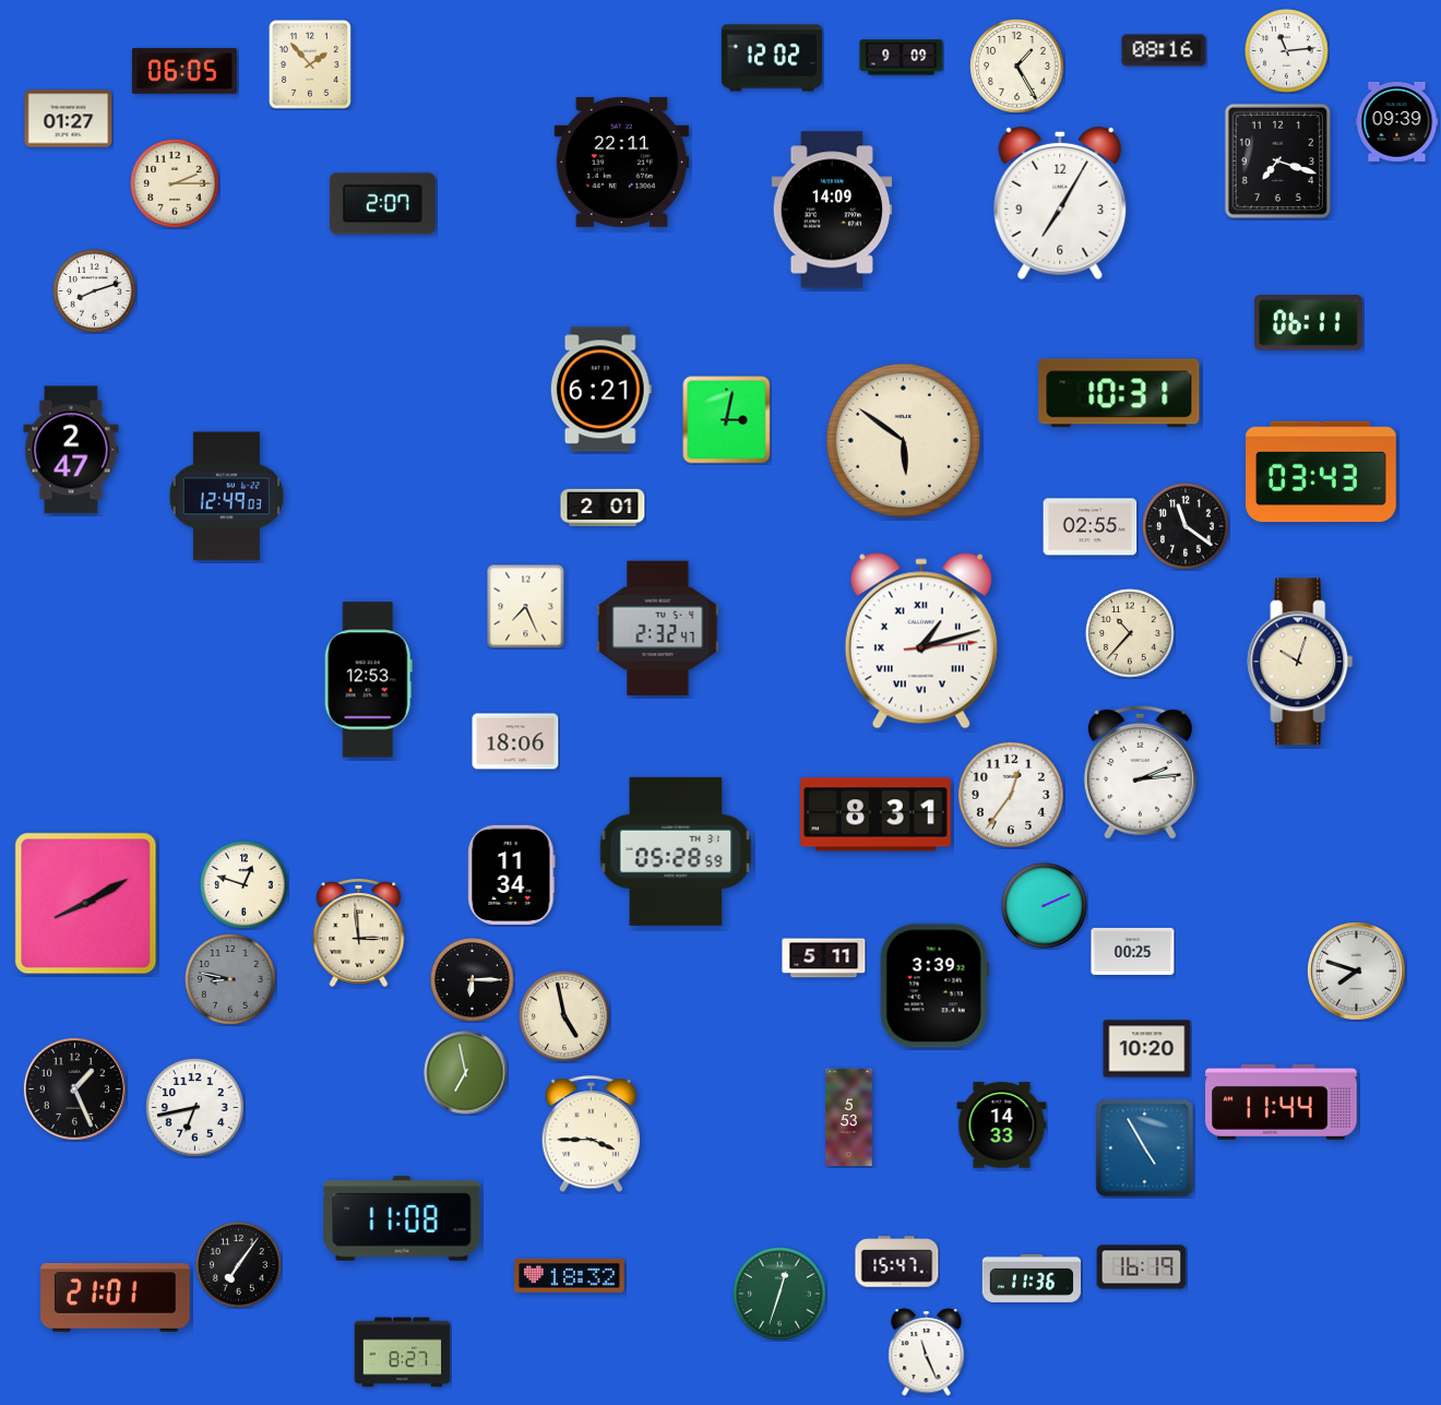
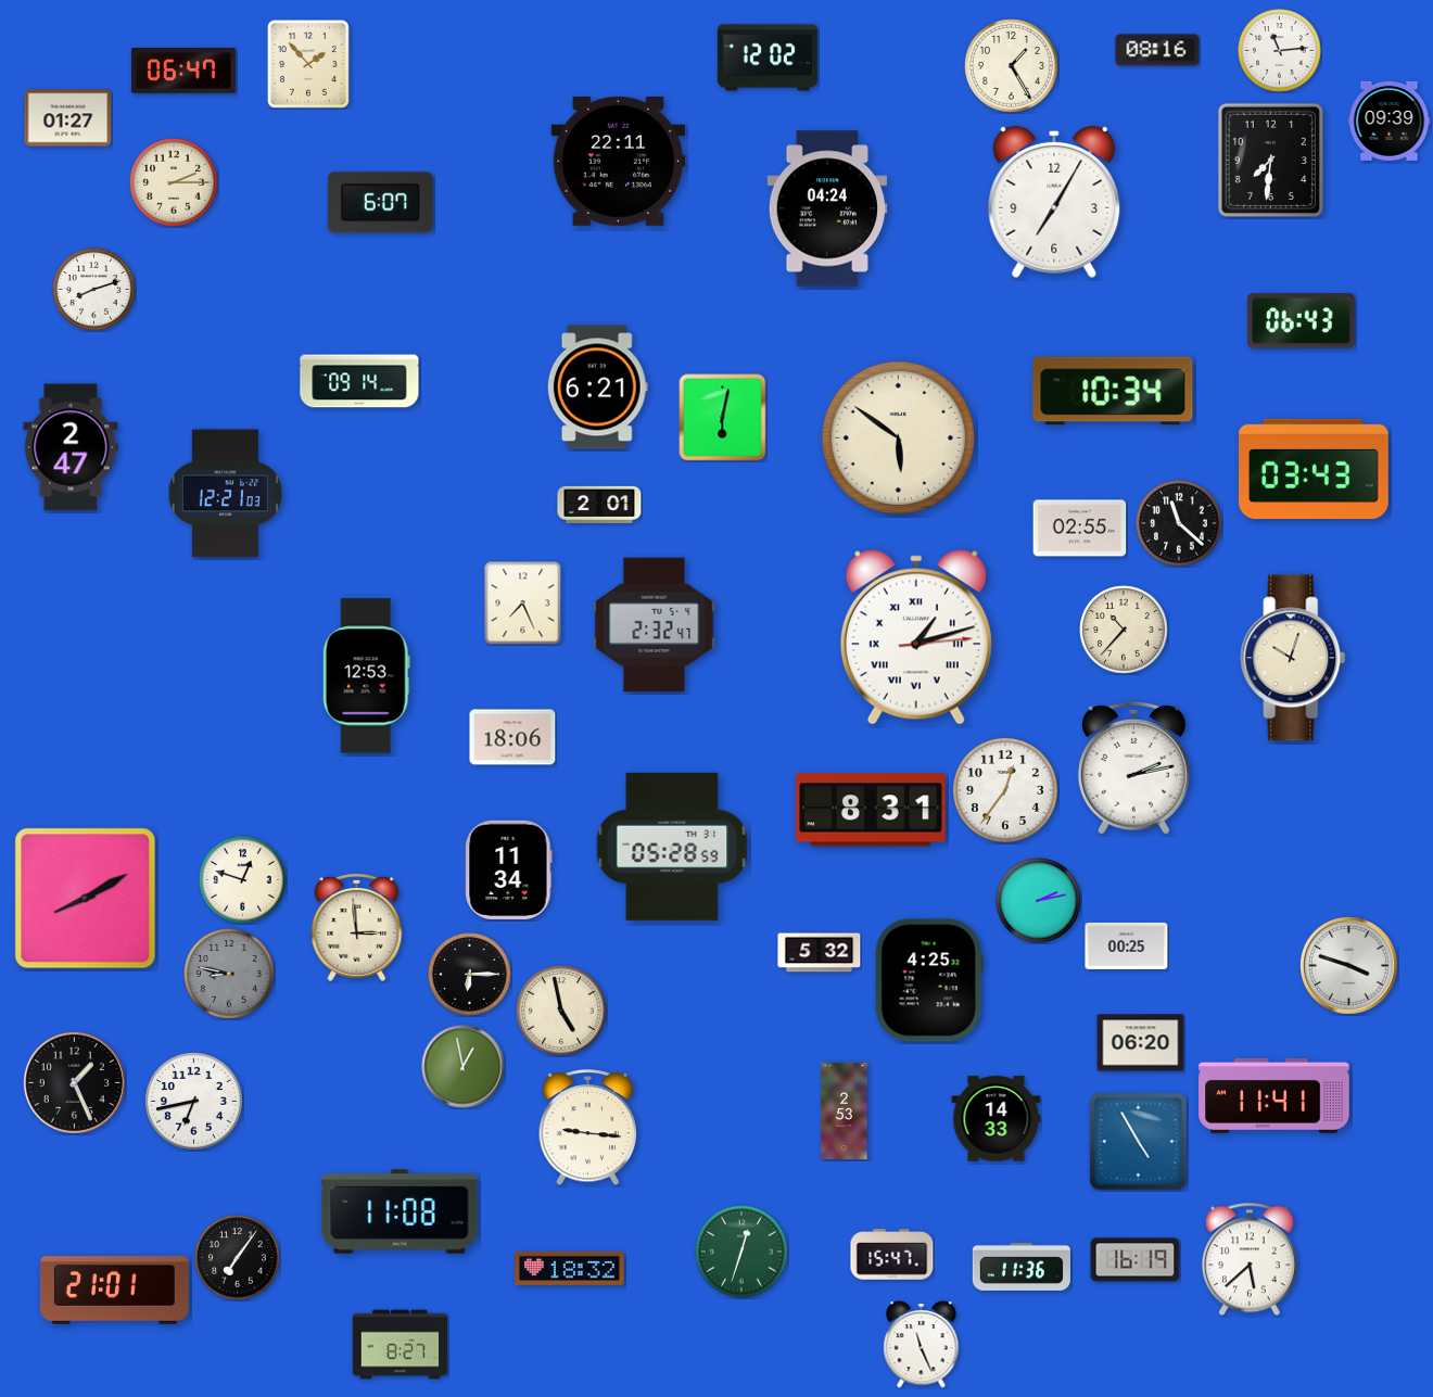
clock at (902, 58): 9:09 -> none
clock at (184, 71): 06:05 -> 06:47
clock at (1277, 160): 7:18 -> 7:31
clock at (382, 204): 2:07 -> 6:07
clock at (832, 210): 14:09 -> 04:24
clock at (1309, 323): 06:11 -> 06:43
clock at (359, 381): none -> 09:14
clock at (1119, 393): 10:31 -> 10:34
clock at (727, 420): 3:02 -> 6:02
clock at (226, 497): 12:49 -> 12:21
clock at (1186, 526): 11:21 -> 11:22
clock at (1091, 527) position: (1091, 527) -> (1080, 529)
clock at (1140, 772): 2:14 -> 2:13
clock at (1045, 906): 2:11 -> 2:13
clock at (824, 959): 5:11 -> 5:32
clock at (1357, 972): 7:48 -> 3:48
clock at (934, 986): 3:39 -> 4:25
clock at (1147, 1049): 10:20 -> 06:20
clock at (466, 1073): 6:58 -> 12:58
clock at (1282, 1102): 11:44 -> 11:41
clock at (849, 1118): 5:53 -> 2:53
clock at (592, 1134): 3:45 -> 9:16
clock at (1250, 1259): none -> 5:38
clock at (570, 1275) position: (570, 1275) -> (570, 1268)
clock at (1031, 1278) position: (1031, 1278) -> (1020, 1267)
clock at (779, 1294) position: (779, 1294) -> (741, 1252)
